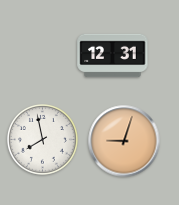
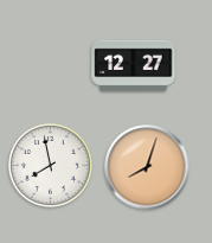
clock at (113, 56): 12:31 -> 12:27
clock at (124, 141): 9:03 -> 8:03
